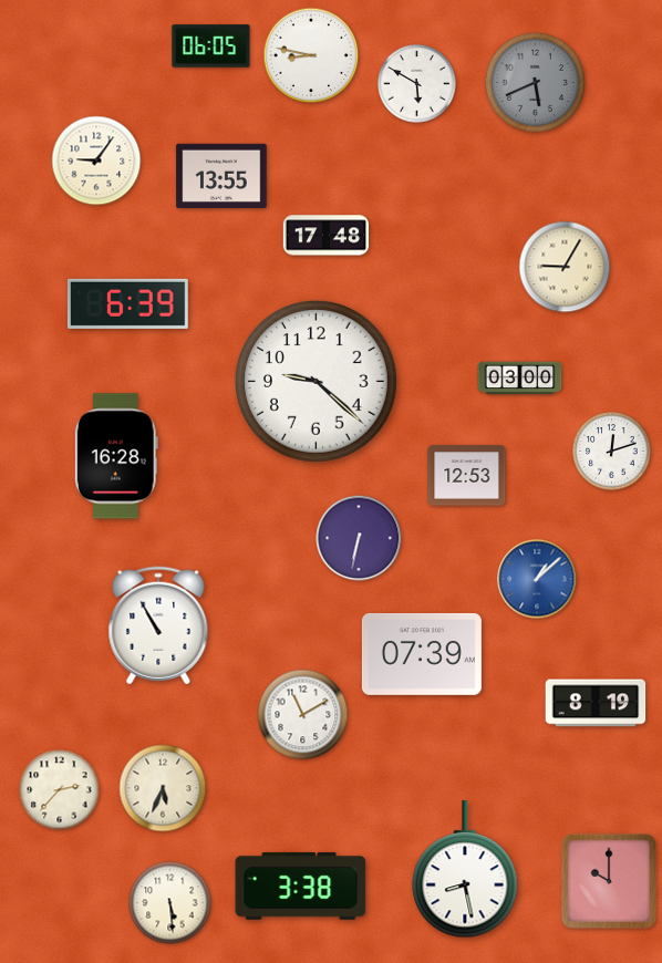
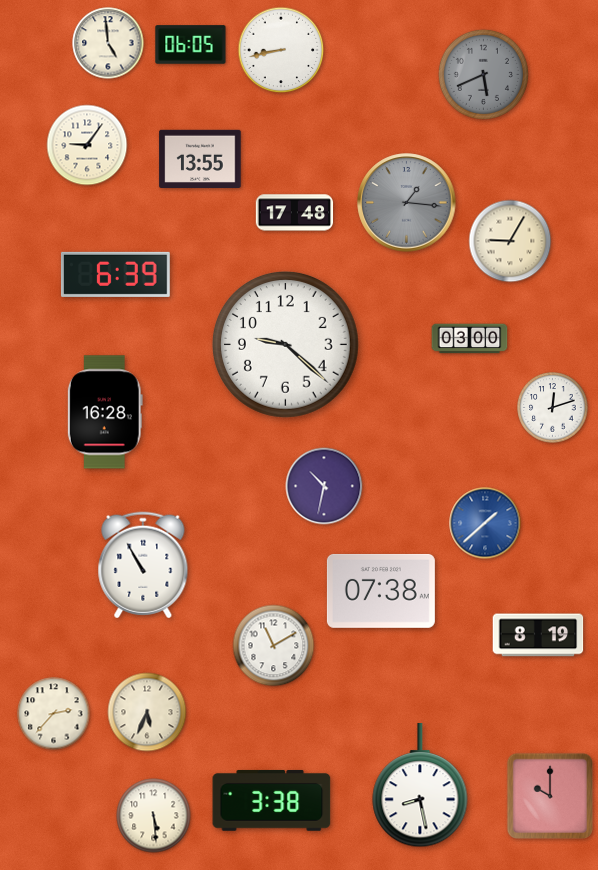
clock at (211, 46) position: (211, 46) -> (191, 45)
clock at (108, 43): none -> 4:59
clock at (311, 55): 8:47 -> 8:43
clock at (417, 84): 5:50 -> none
clock at (407, 203): none -> 1:16
clock at (520, 379) position: (520, 379) -> (470, 339)
clock at (467, 476): 12:53 -> none
clock at (359, 538): 6:32 -> 10:32
clock at (537, 579): 1:08 -> 1:38
clock at (422, 654): 07:39 -> 07:38
